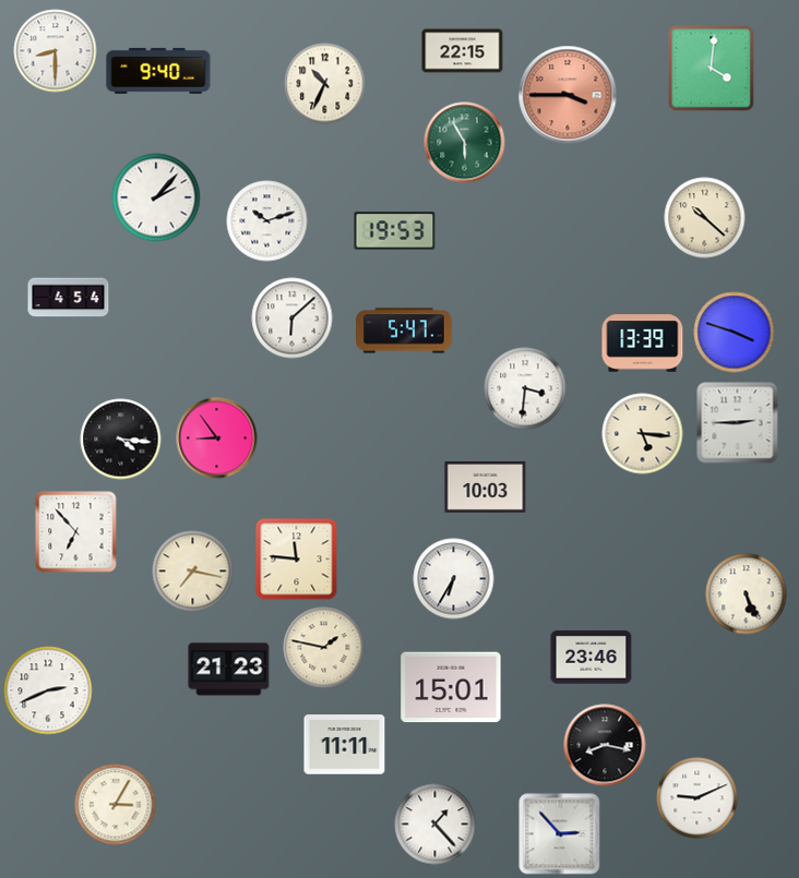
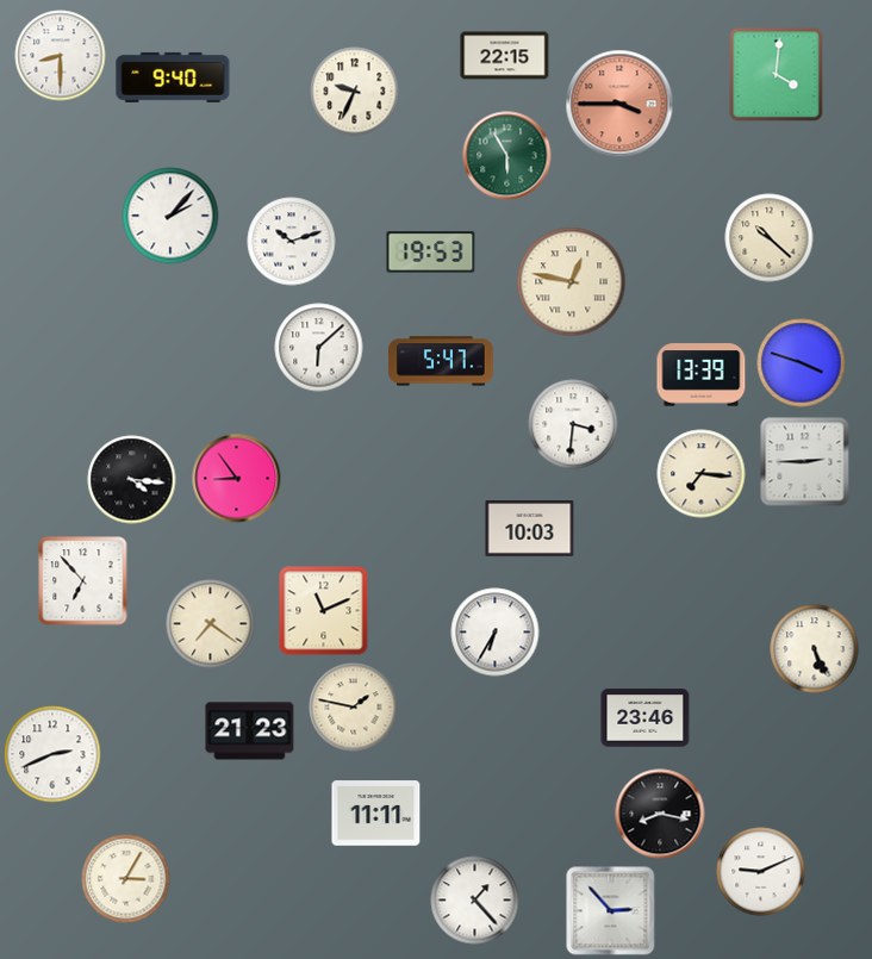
clock at (325, 84): 10:34 -> 9:34
clock at (572, 282): none -> 12:47
clock at (69, 298): 4:54 -> none
clock at (643, 434): 5:16 -> 7:16
clock at (486, 488) position: (486, 488) -> (530, 529)
clock at (297, 560): 11:46 -> 11:11
clock at (193, 572): 7:17 -> 7:21
clock at (451, 687): 15:01 -> none
